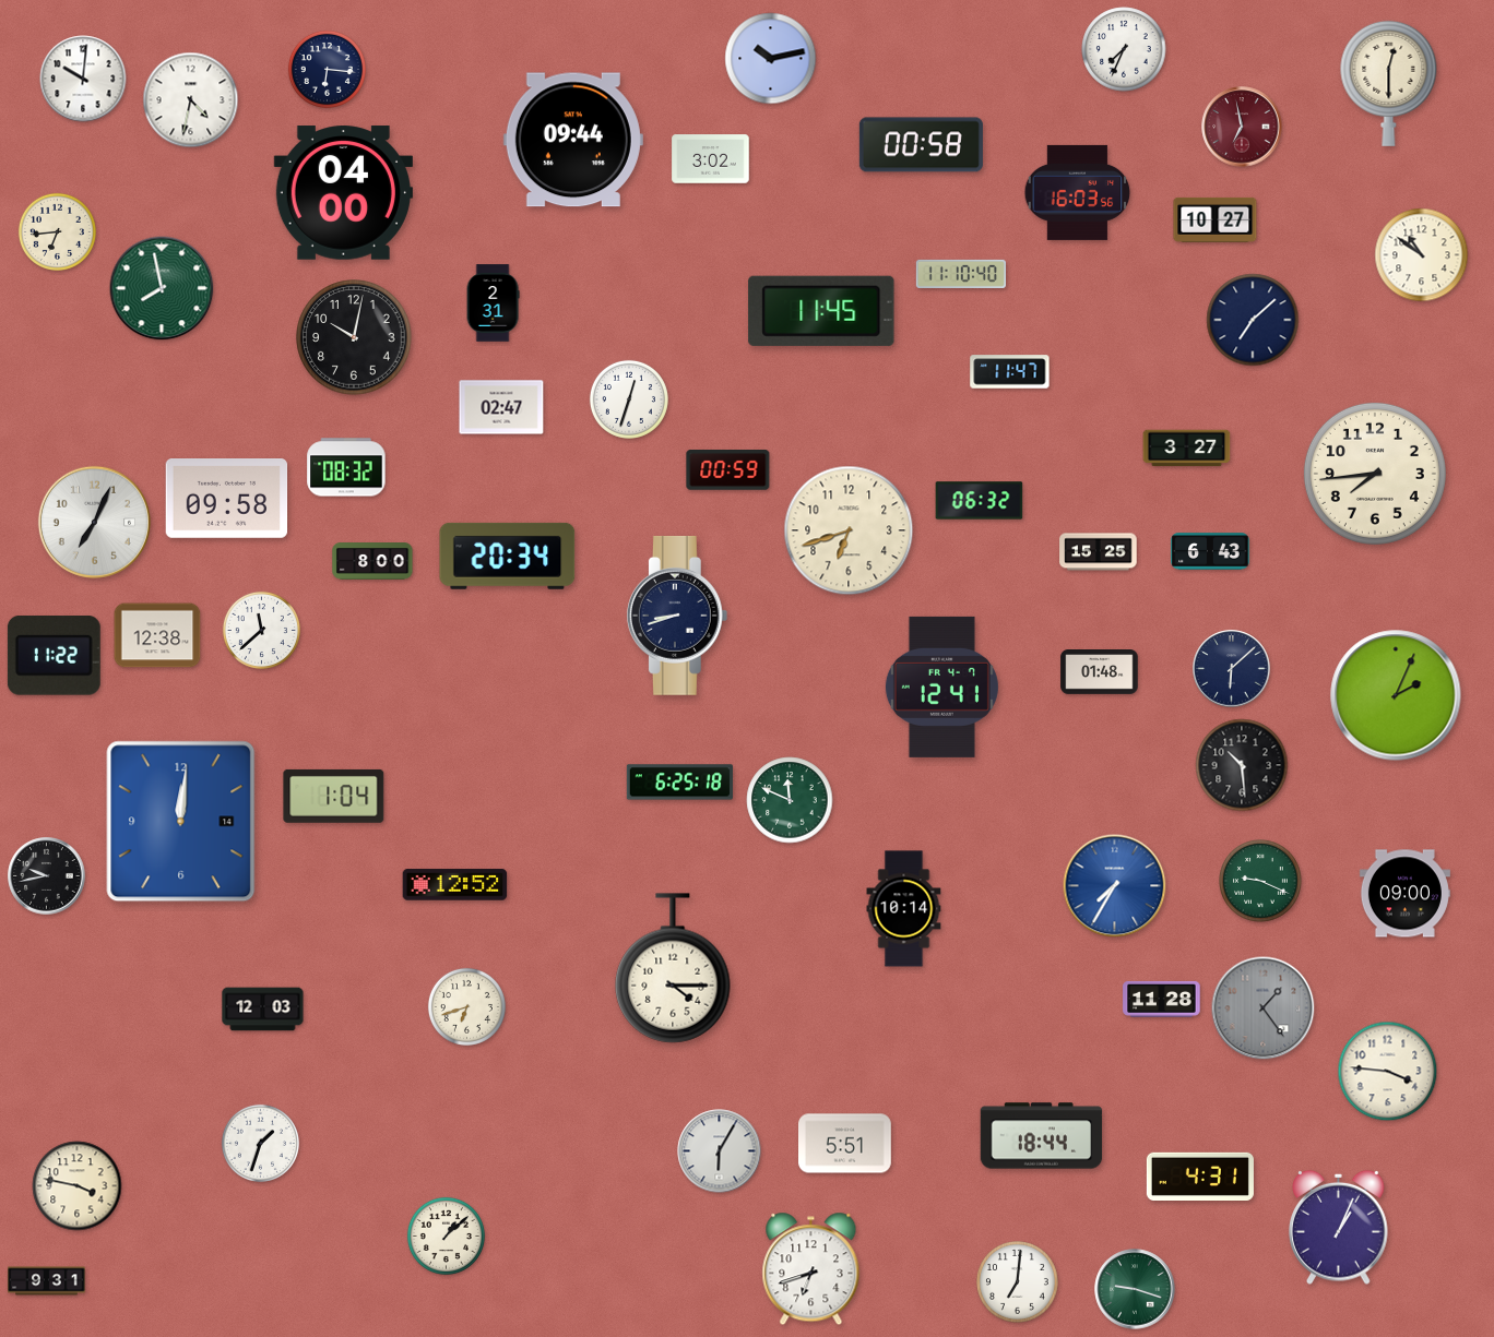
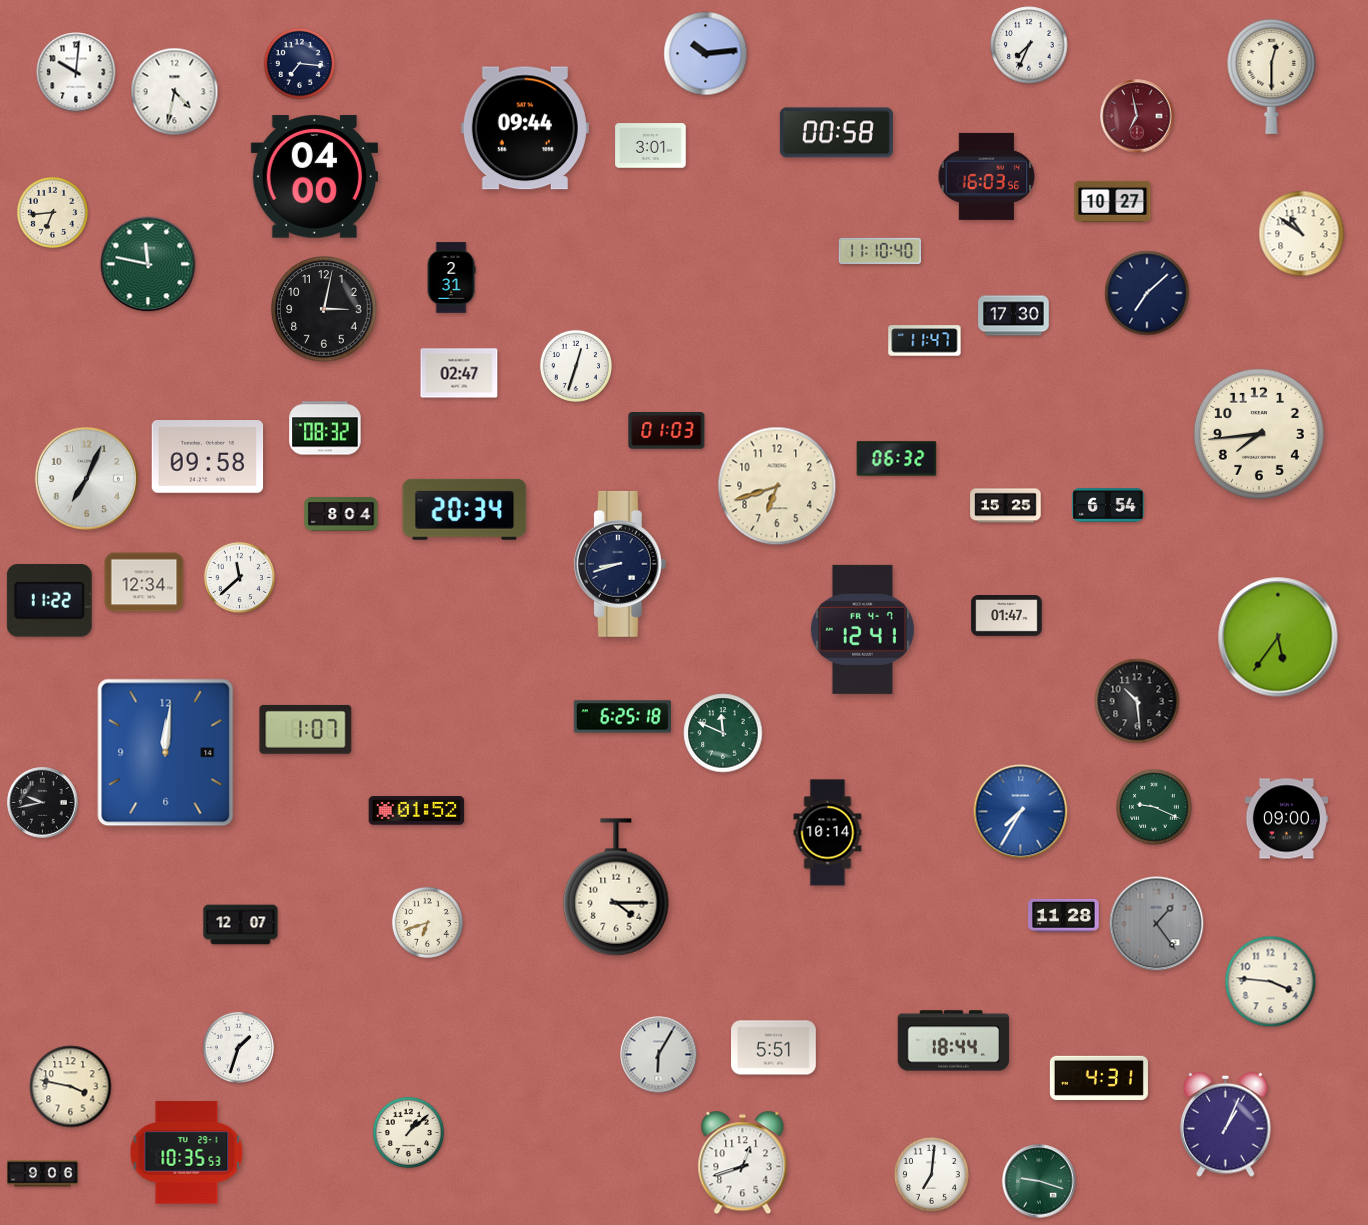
clock at (771, 59): 10:13 -> 10:14
clock at (327, 69): 6:16 -> 7:16
clock at (921, 145) position: (921, 145) -> (836, 133)
clock at (711, 159): 3:02 -> 3:01
clock at (162, 288): 7:58 -> 11:47
clock at (821, 311): 11:45 -> none
clock at (354, 337): 10:02 -> 3:02
clock at (1014, 316): none -> 17:30
clock at (1187, 449): 3:27 -> none
clock at (346, 467) position: (346, 467) -> (325, 428)
clock at (728, 470): 00:59 -> 01:03
clock at (1210, 551): 6:43 -> 6:54
clock at (372, 562): 8:00 -> 8:04
clock at (157, 635): 12:38 -> 12:34
clock at (1232, 669): 6:08 -> none
clock at (1100, 672): 01:48 -> 01:47
clock at (1396, 695): 2:04 -> 5:36
clock at (334, 796): 1:04 -> 1:07
clock at (455, 885): 12:52 -> 01:52
clock at (263, 1010): 12:03 -> 12:07
clock at (187, 1153): none -> 10:35
clock at (811, 1269): 6:42 -> 12:42
clock at (47, 1281): 9:31 -> 9:06
